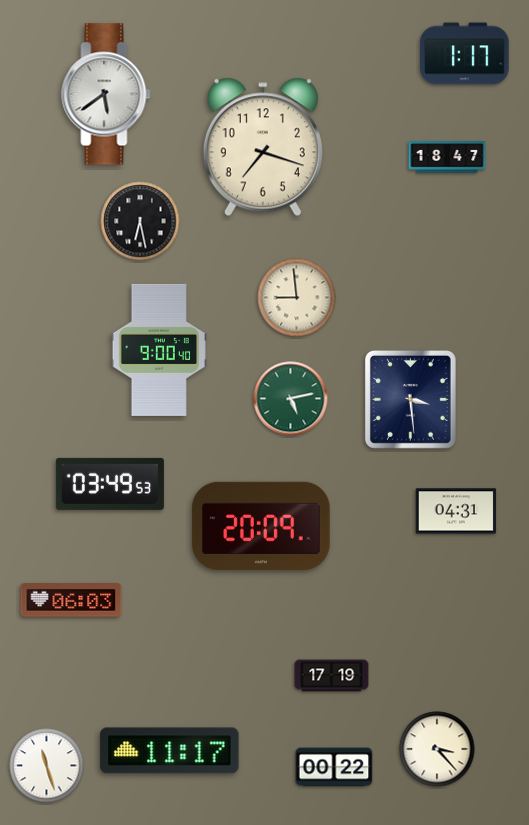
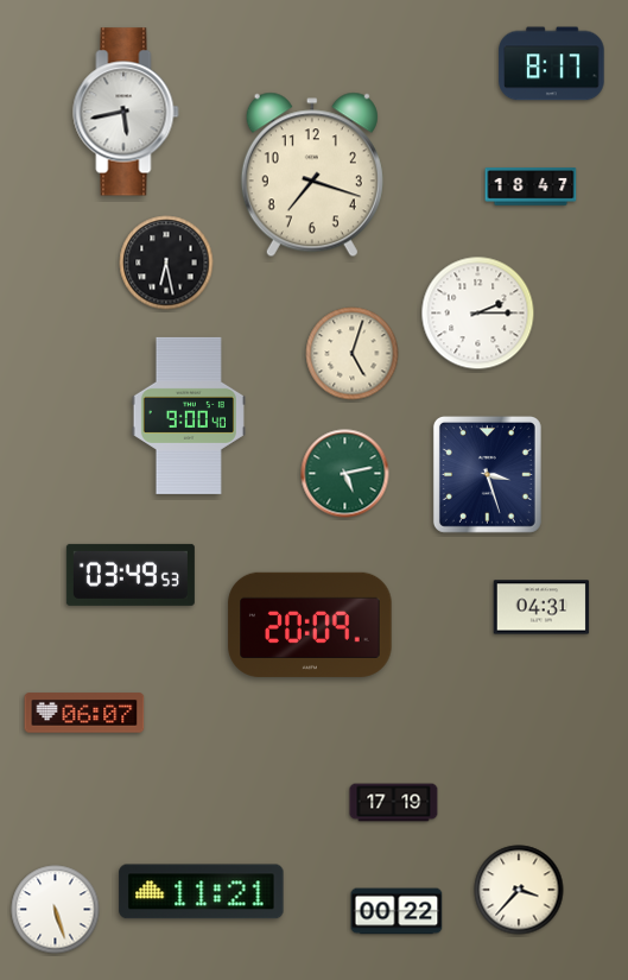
clock at (465, 54): 1:17 -> 8:17
clock at (106, 94): 5:39 -> 5:43
clock at (478, 314): none -> 2:15
clock at (297, 298): 8:59 -> 5:03
clock at (410, 399): 3:29 -> 3:27
clock at (71, 600): 06:03 -> 06:07
clock at (437, 749): 3:23 -> 3:37
clock at (170, 751): 11:17 -> 11:21
clock at (47, 766): 11:27 -> 5:27
